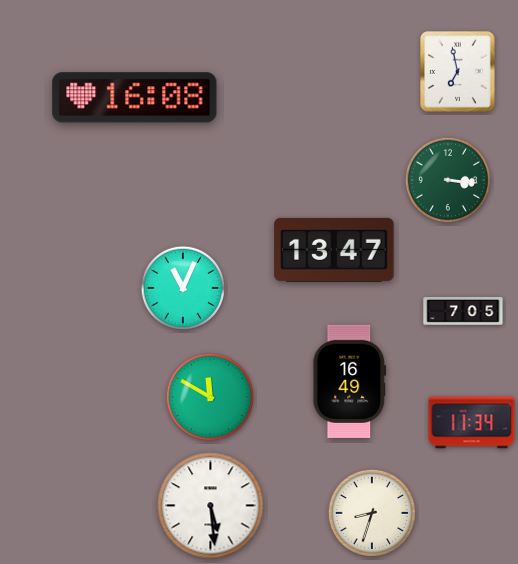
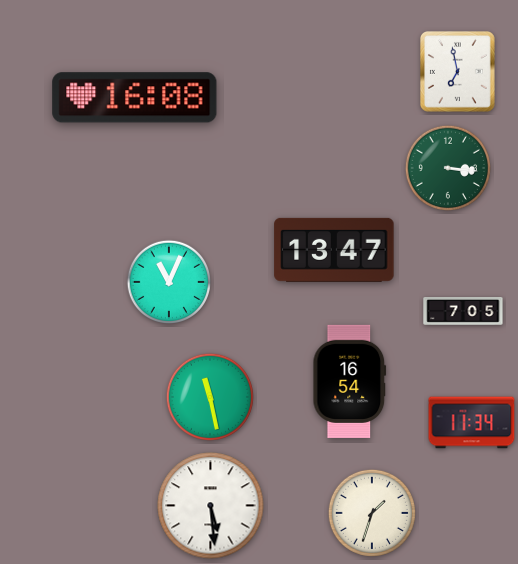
clock at (448, 180) position: (448, 180) -> (448, 168)
clock at (183, 288) position: (183, 288) -> (169, 282)
clock at (350, 381): 16:49 -> 16:54
clock at (210, 397): 11:50 -> 11:28
clock at (372, 513): 8:33 -> 1:33
